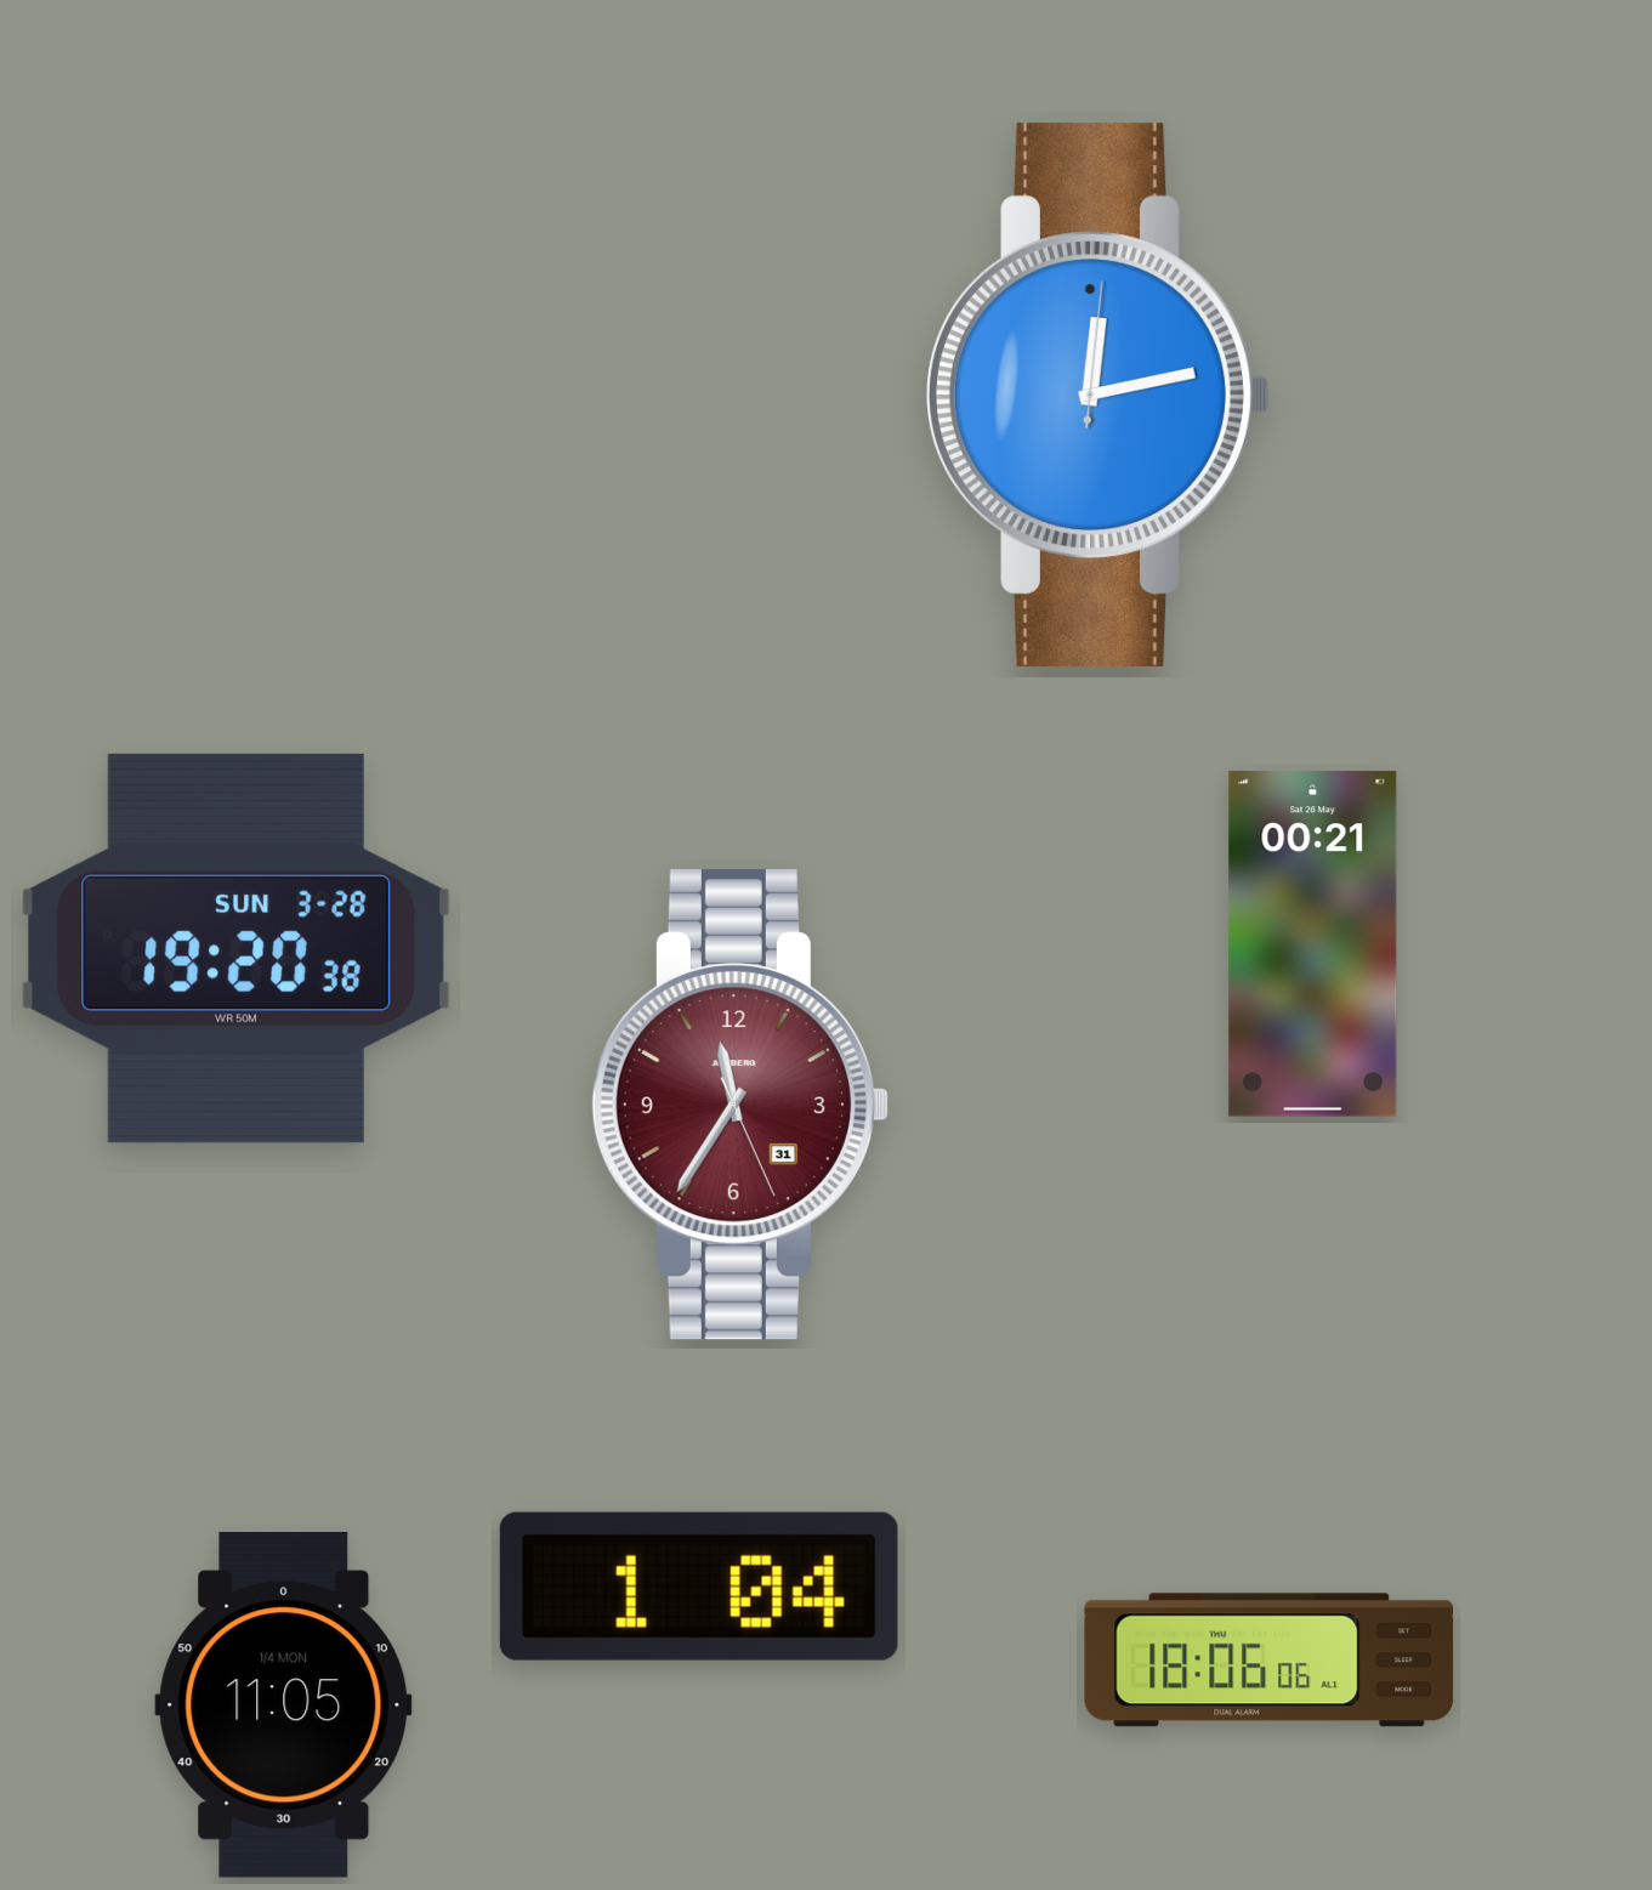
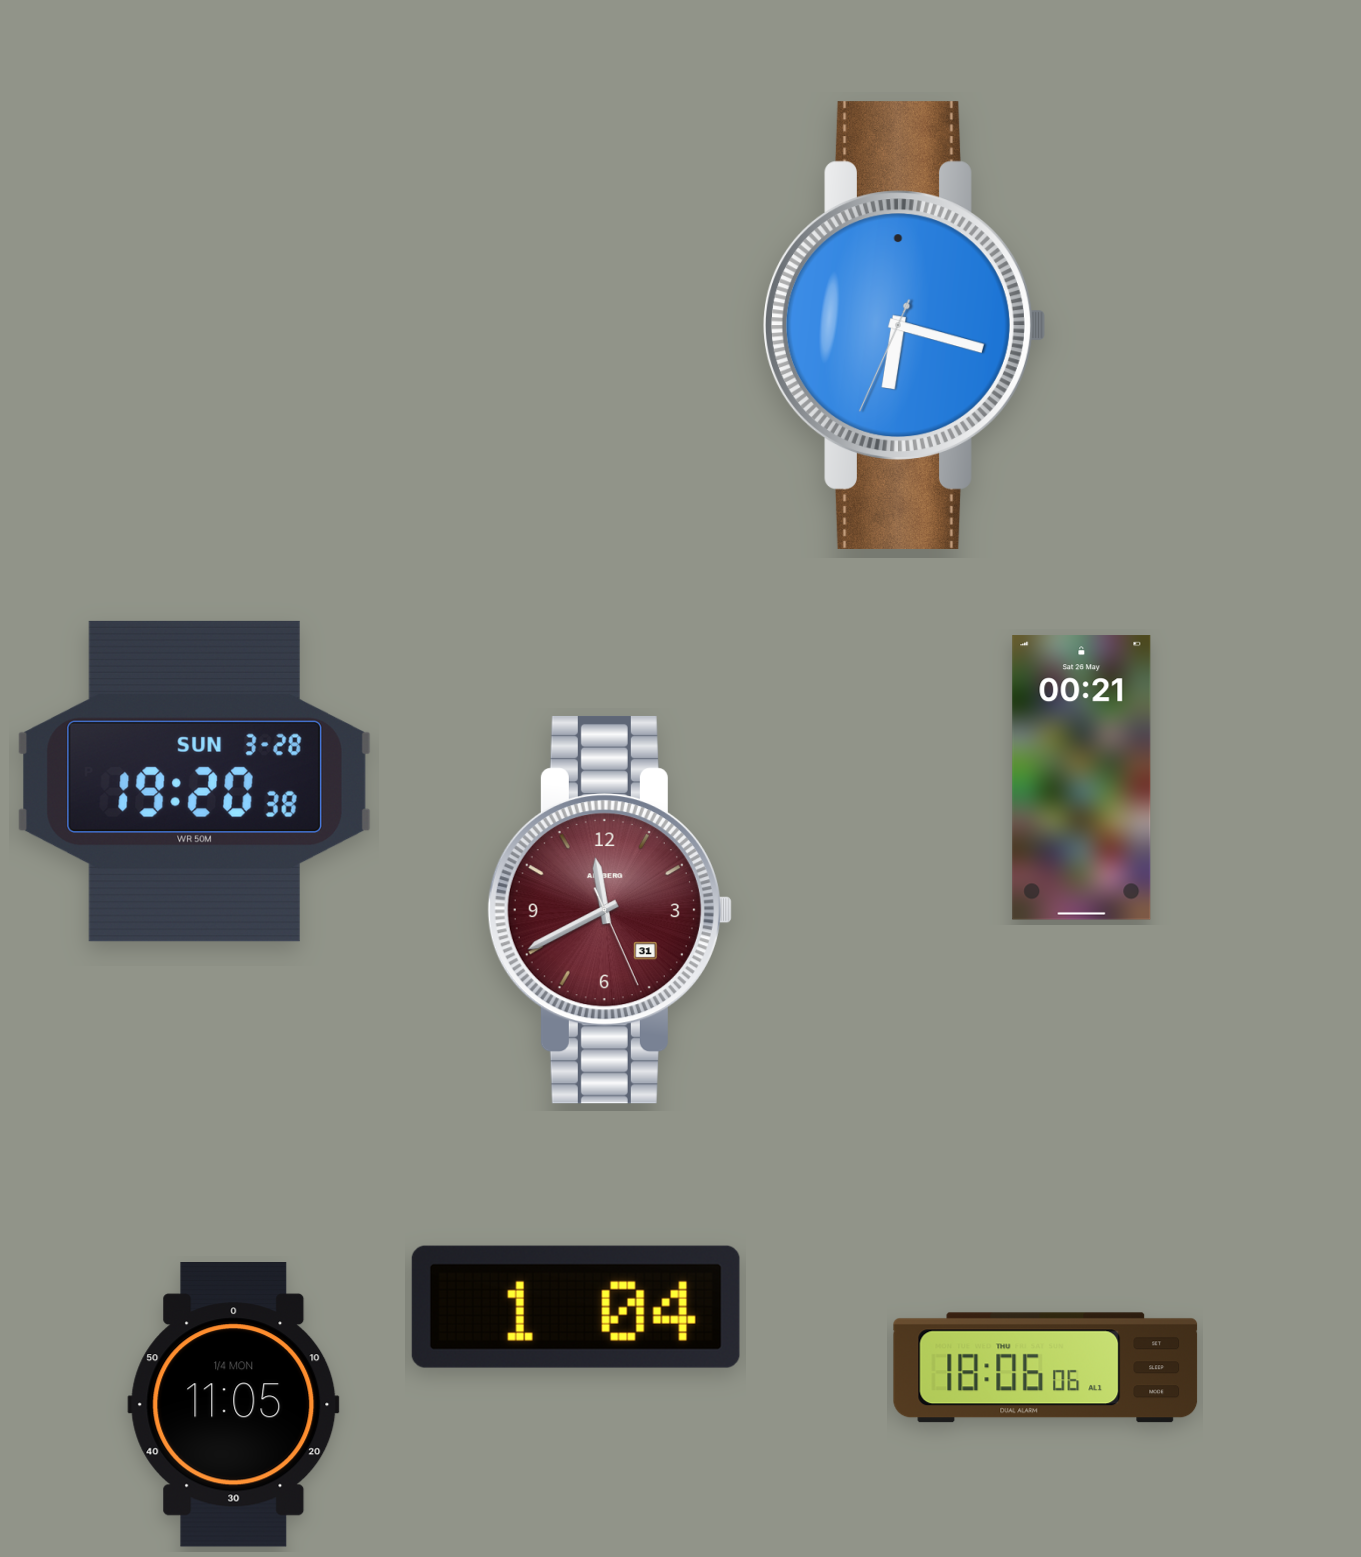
clock at (1099, 395): 12:13 -> 6:17
clock at (740, 1105): 11:35 -> 11:40
